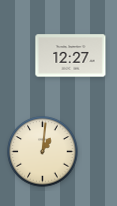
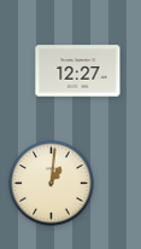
clock at (71, 56) position: (71, 56) -> (78, 71)
